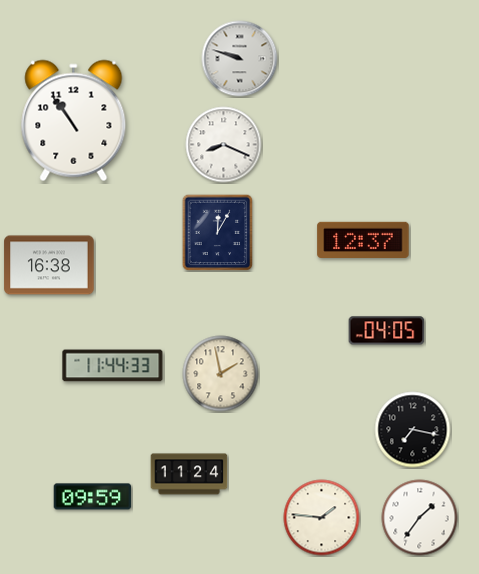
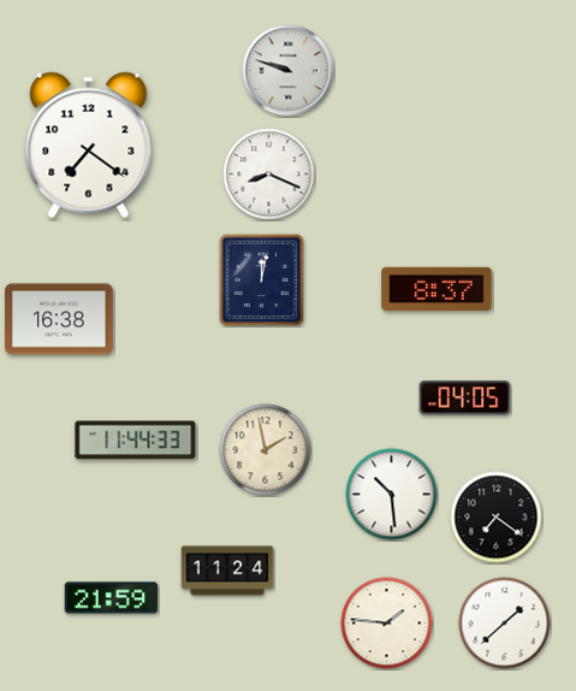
clock at (74, 121): 10:54 -> 7:21
clock at (218, 232): 12:05 -> 12:02
clock at (363, 239): 12:37 -> 8:37
clock at (392, 495): none -> 10:29
clock at (413, 430): 7:17 -> 7:21
clock at (93, 497): 09:59 -> 21:59
clock at (420, 518): 1:36 -> 1:38
